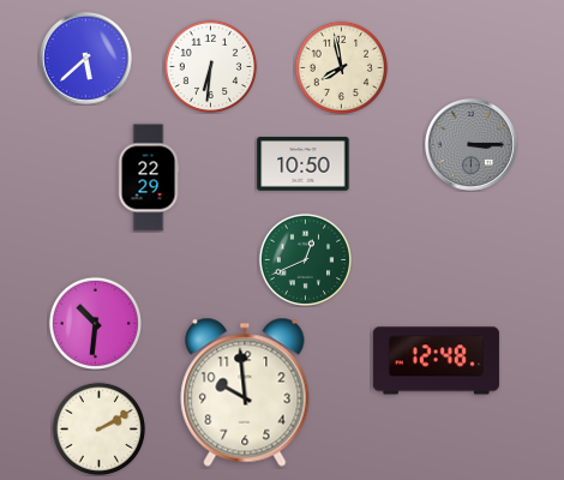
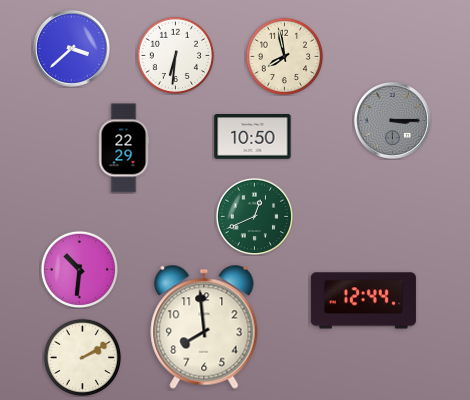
clock at (85, 58): 5:38 -> 3:38
clock at (436, 361): 12:48 -> 12:44
clock at (245, 392): 9:59 -> 7:59
